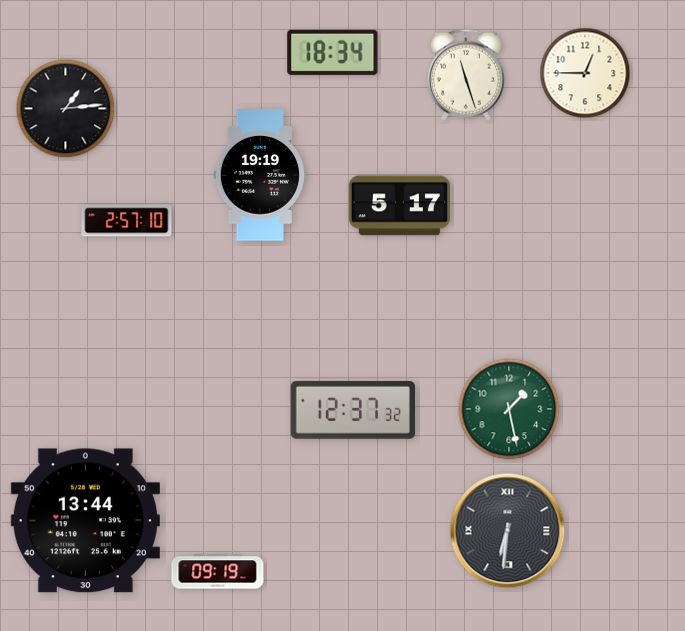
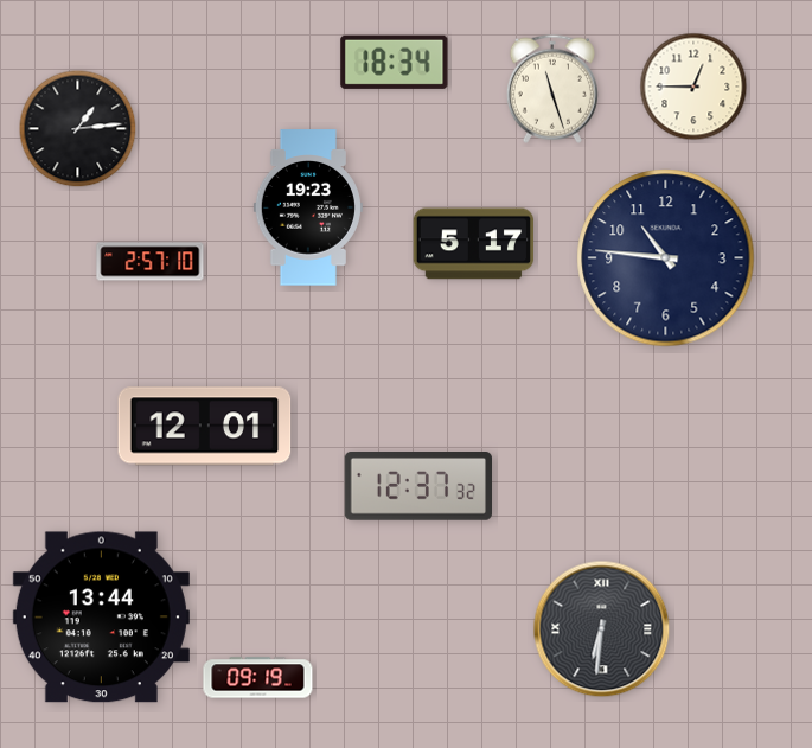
clock at (260, 175): 19:19 -> 19:23
clock at (666, 258): none -> 10:46
clock at (205, 427): none -> 12:01
clock at (509, 409): 1:28 -> none
